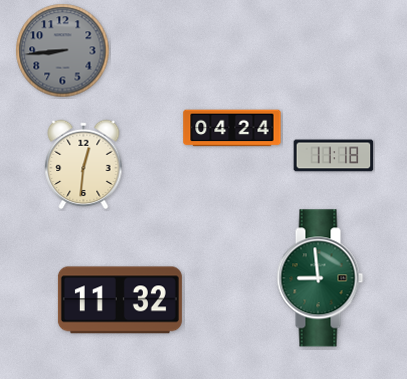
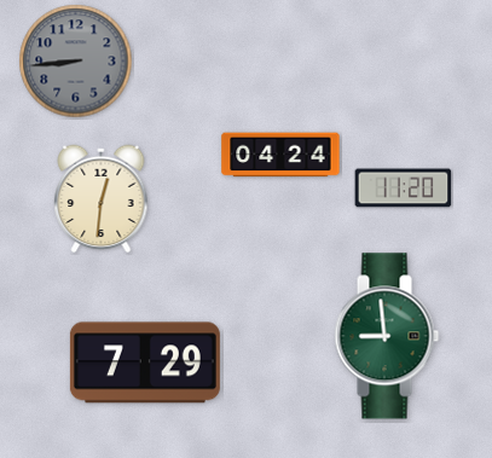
clock at (334, 156): 11:18 -> 11:20
clock at (120, 300): 11:32 -> 7:29
